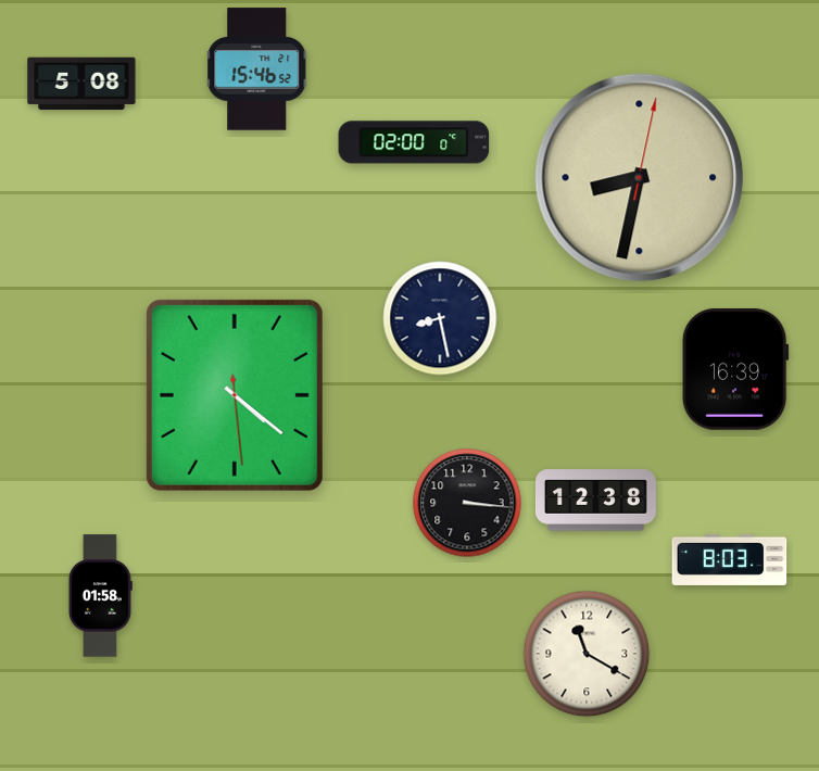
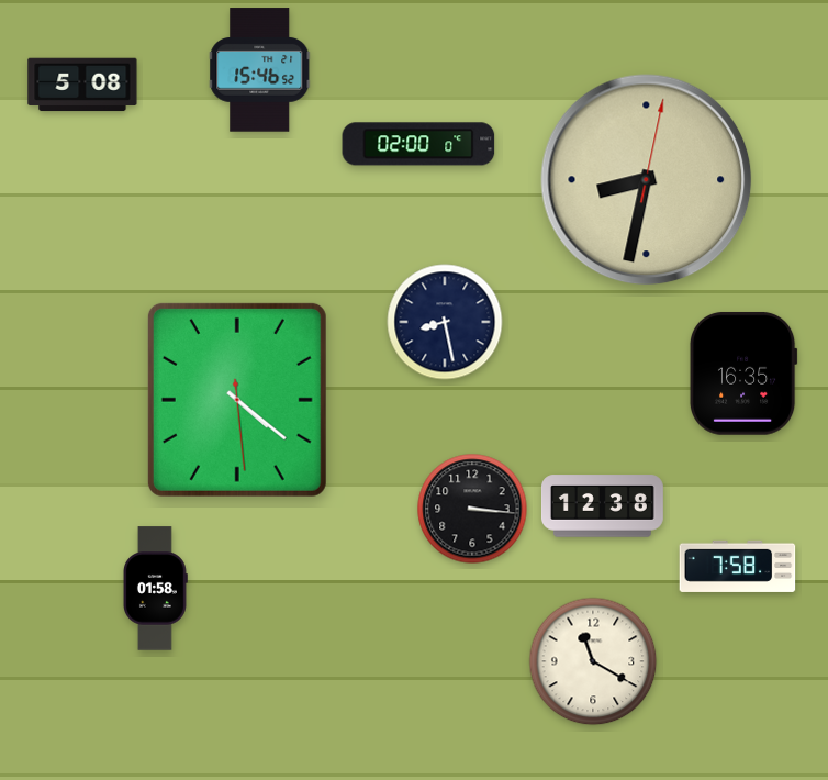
clock at (735, 369): 16:39 -> 16:35
clock at (730, 559): 8:03 -> 7:58
clock at (100, 596) position: (100, 596) -> (155, 589)
